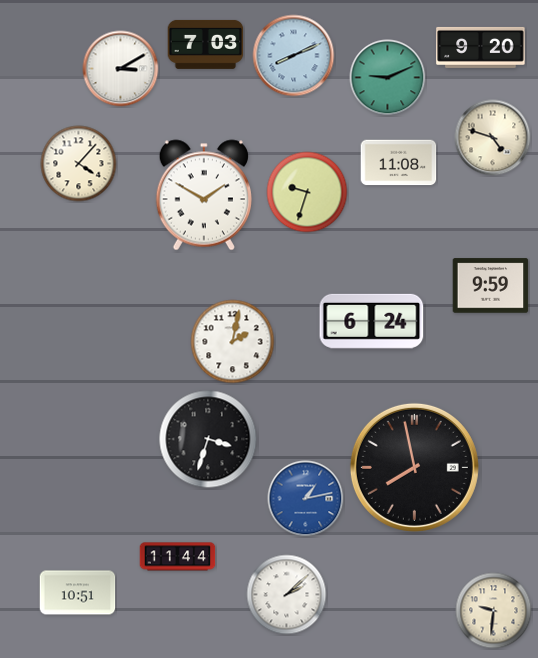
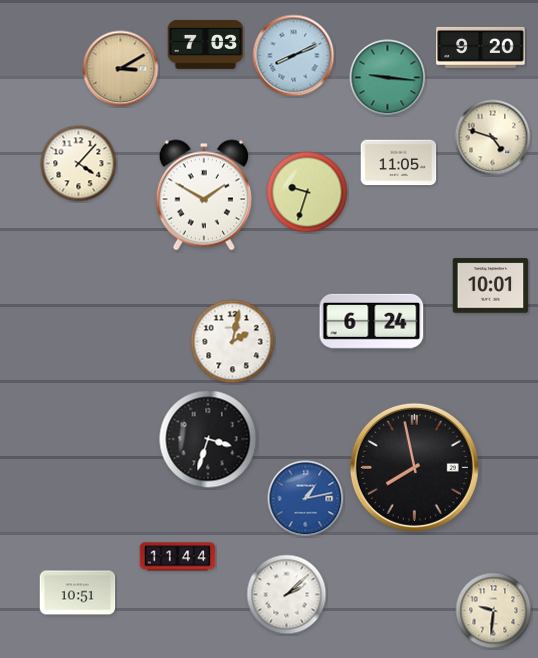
clock at (121, 69) dial: white -> champagne
clock at (388, 78): 9:11 -> 9:16
clock at (399, 163): 11:08 -> 11:05
clock at (491, 286): 9:59 -> 10:01
